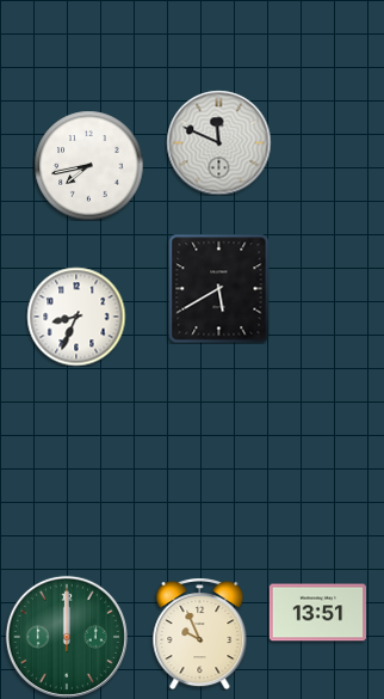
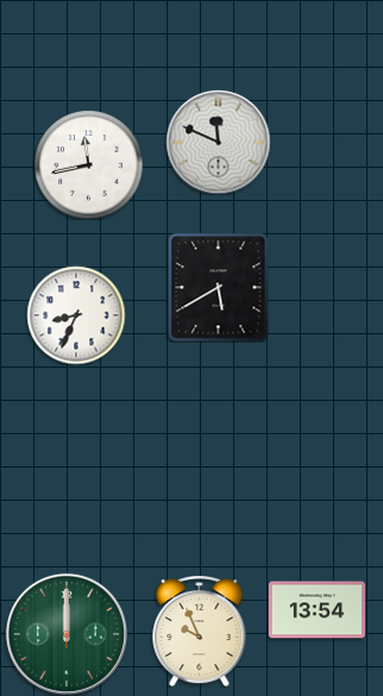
clock at (88, 165): 7:43 -> 11:43
clock at (317, 613): 13:51 -> 13:54
